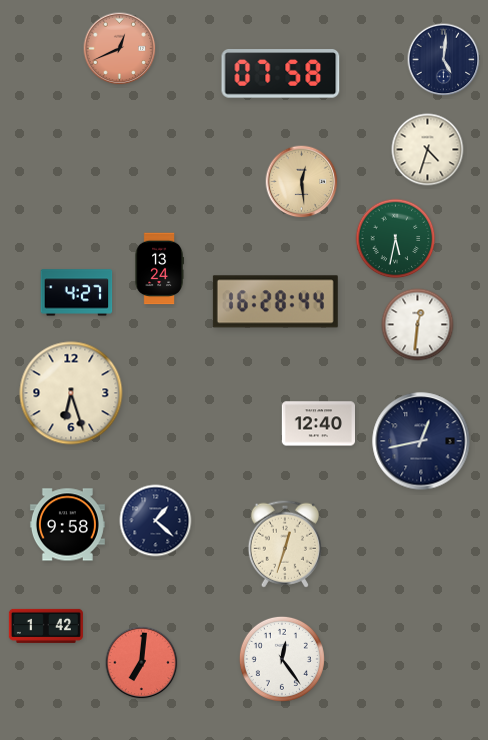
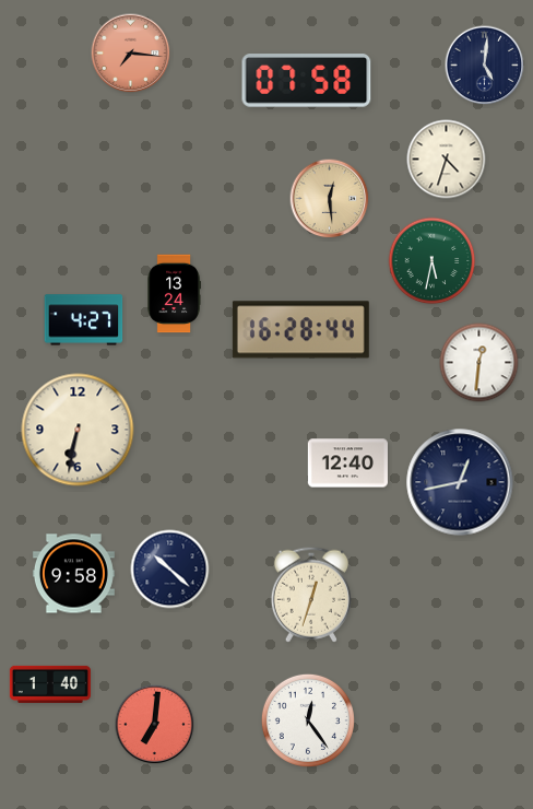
clock at (120, 49): 12:41 -> 7:16
clock at (428, 150) position: (428, 150) -> (447, 160)
clock at (418, 325) position: (418, 325) -> (479, 363)
clock at (71, 393): 6:27 -> 6:32
clock at (156, 521): 1:22 -> 10:22
clock at (46, 626): 1:42 -> 1:40
